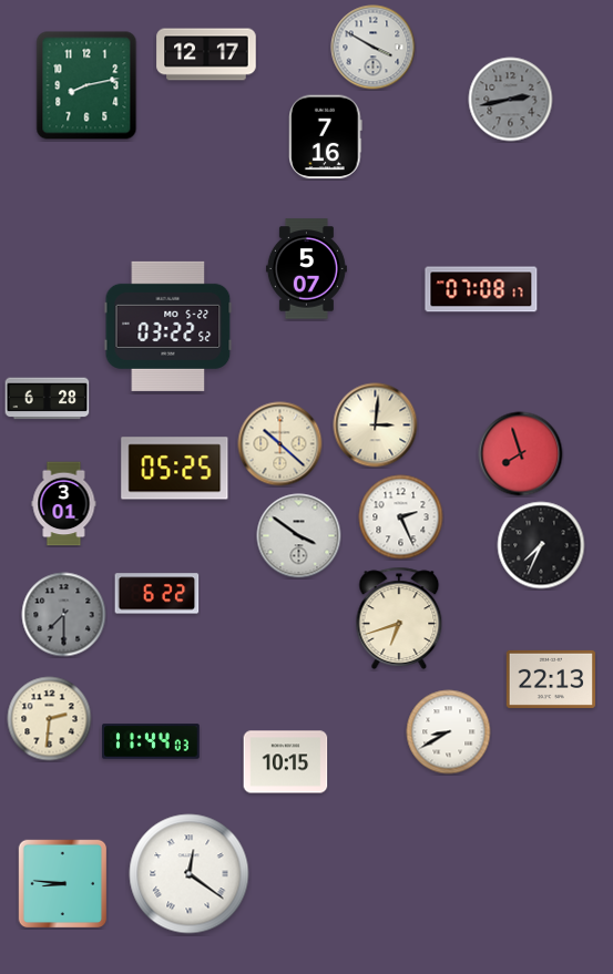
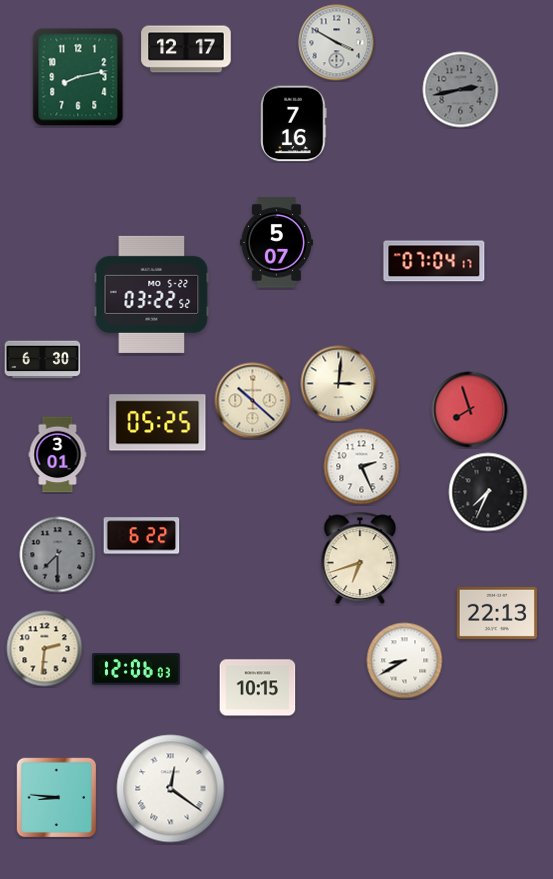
clock at (481, 289): 07:08 -> 07:04
clock at (48, 399): 6:28 -> 6:30
clock at (299, 536): 3:51 -> none
clock at (151, 741): 11:44 -> 12:06
